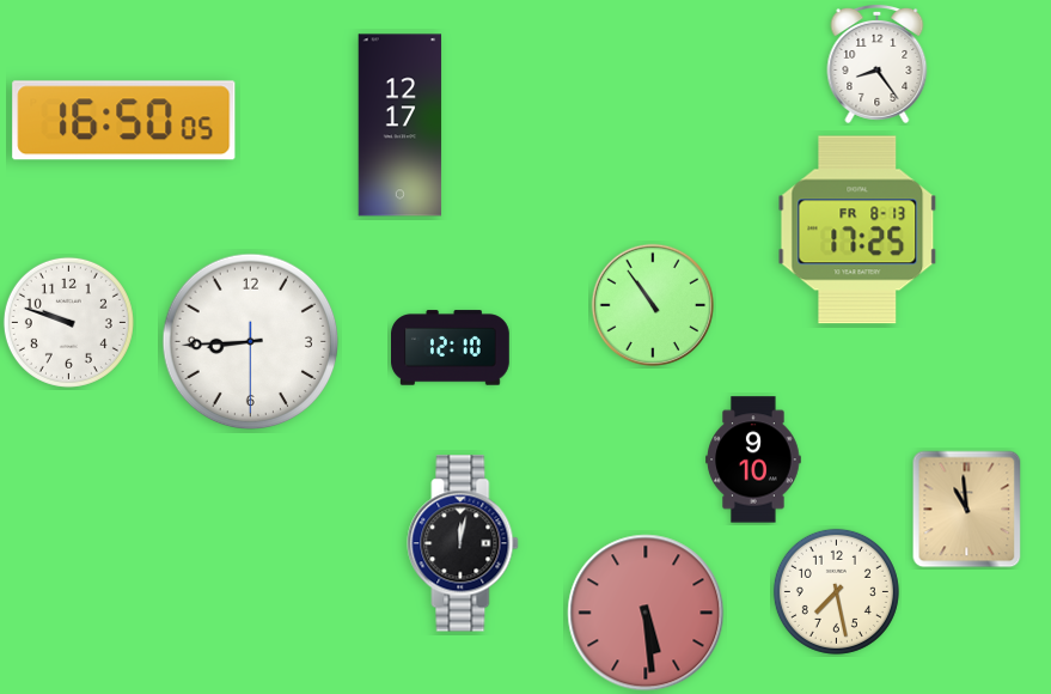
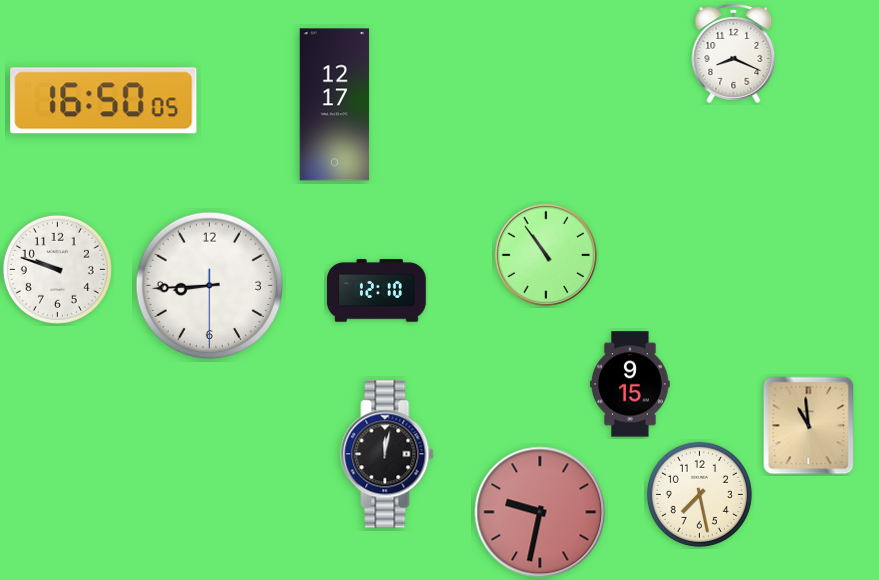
clock at (878, 63): 8:24 -> 8:19
clock at (857, 230): 17:25 -> none
clock at (753, 459): 9:10 -> 9:15
clock at (646, 613): 5:29 -> 9:32
